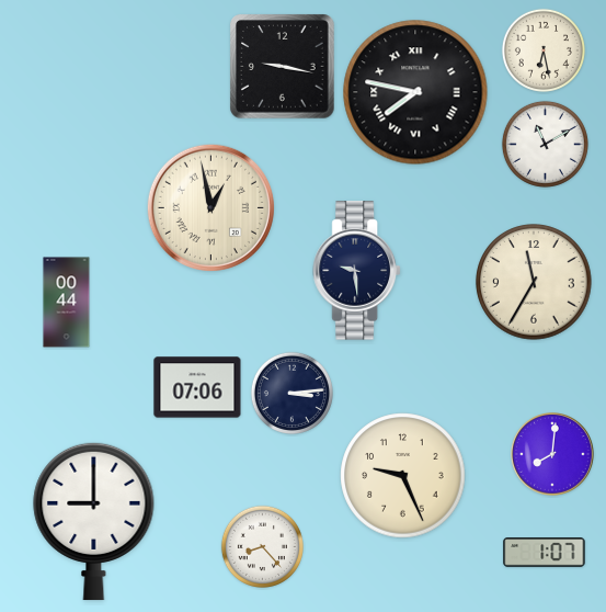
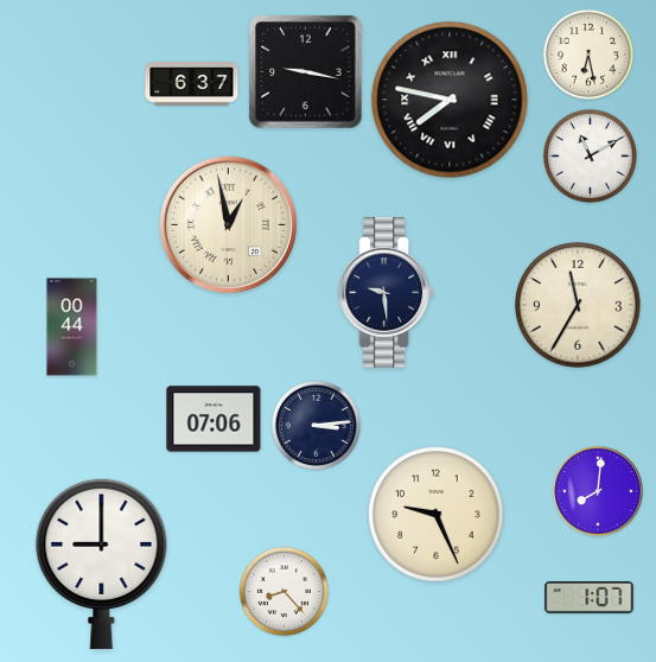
clock at (192, 84): none -> 6:37
